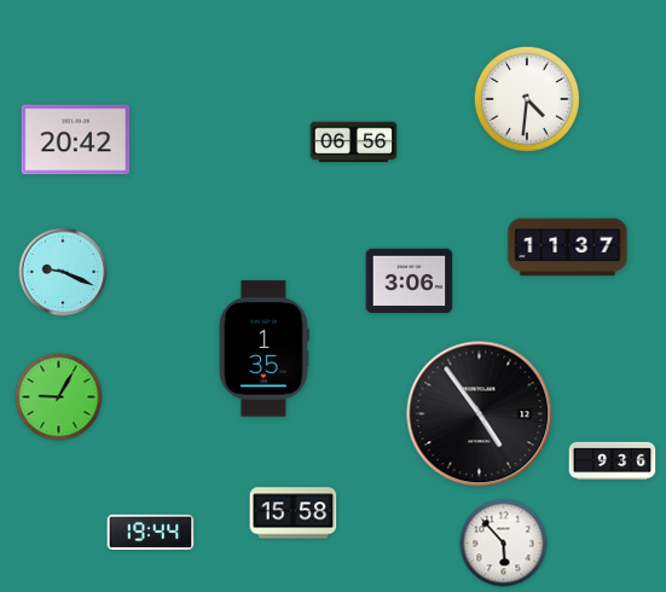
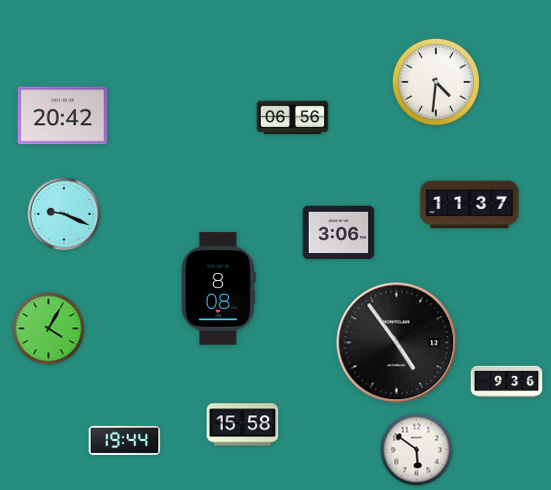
clock at (63, 272) position: (63, 272) -> (64, 214)
clock at (263, 349): 1:35 -> 8:08
clock at (59, 397): 9:05 -> 4:05
clock at (504, 544): 5:53 -> 5:51
